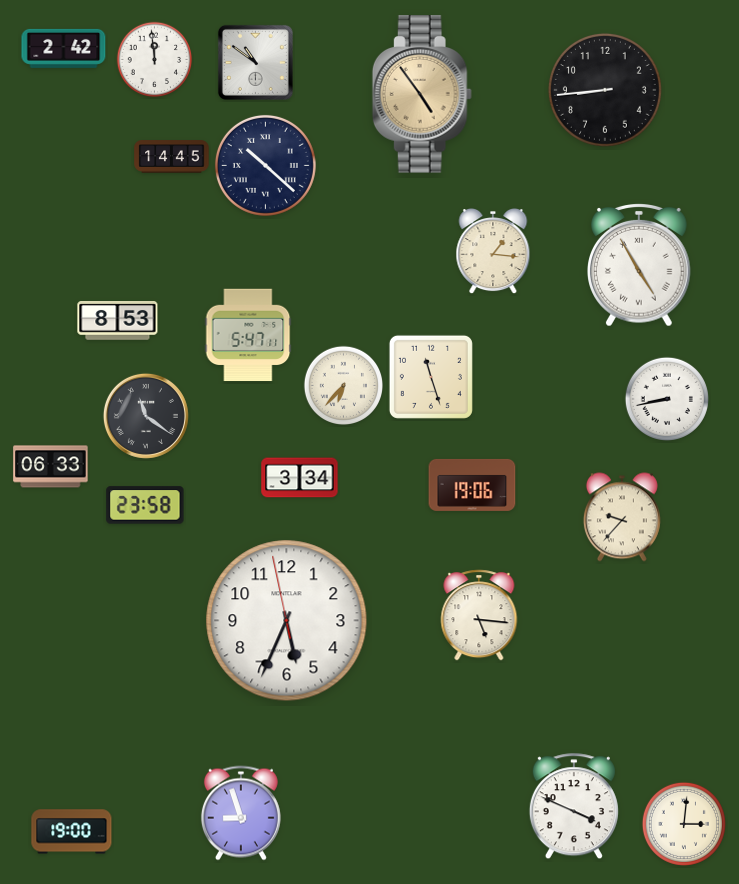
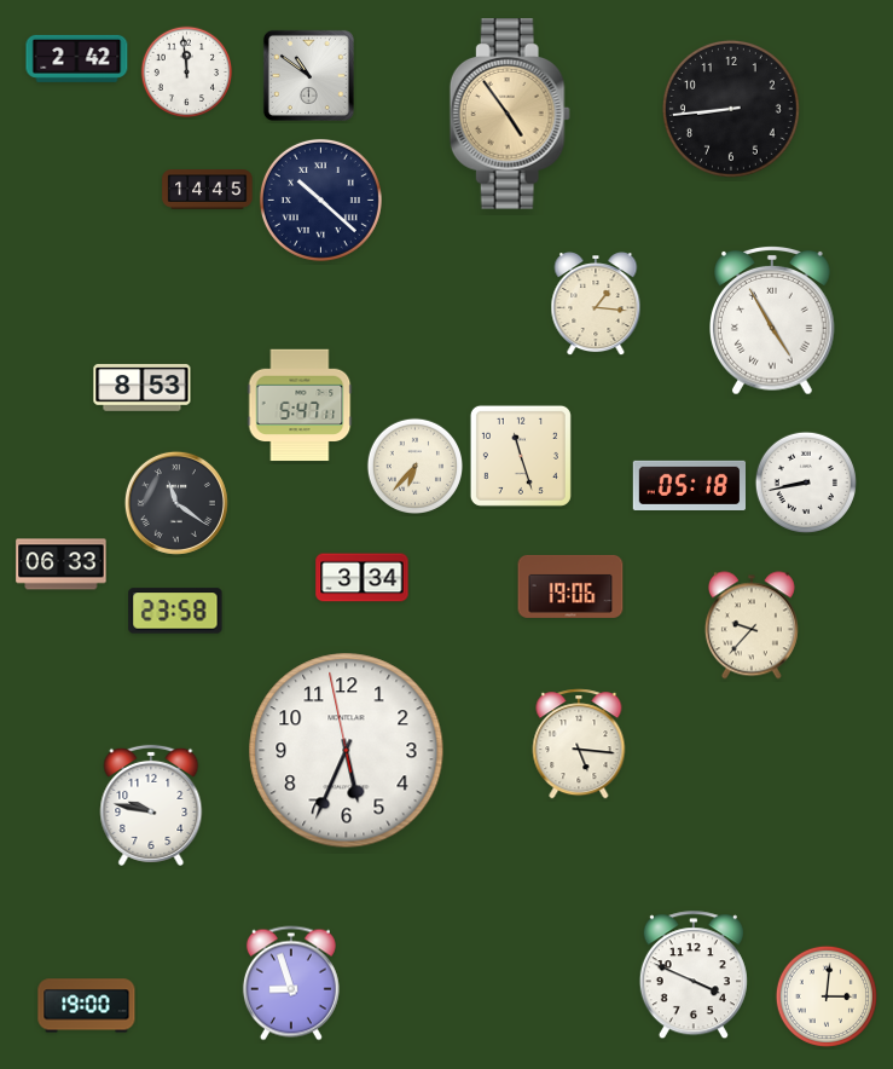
clock at (689, 485): none -> 05:18
clock at (151, 805): none -> 9:47
